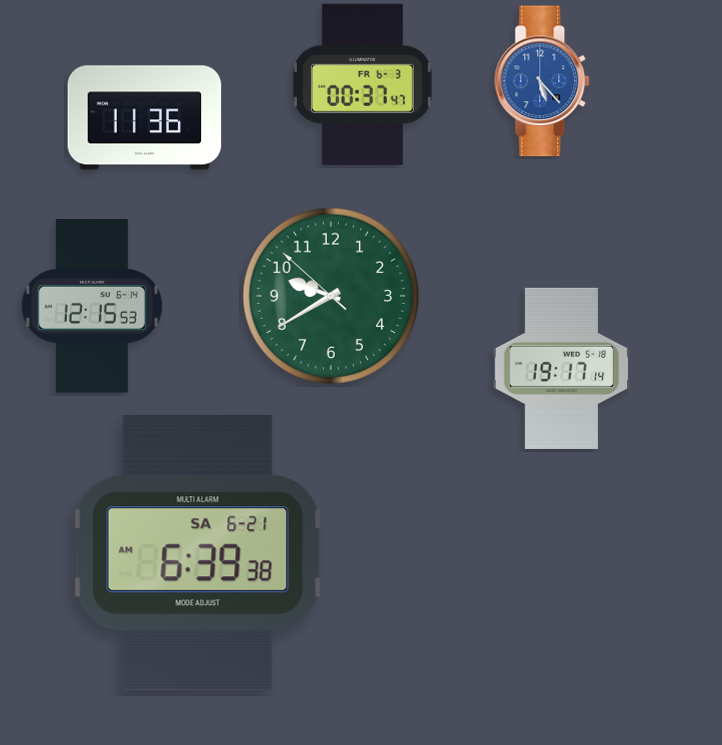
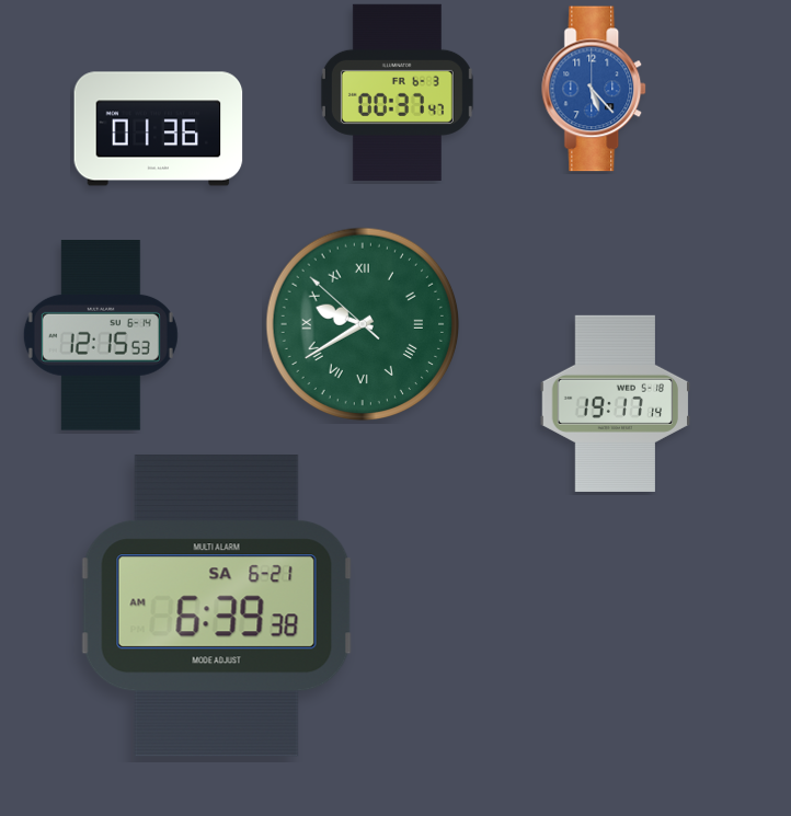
clock at (145, 118): 11:36 -> 01:36
clock at (331, 296) numerals: Arabic -> Roman
